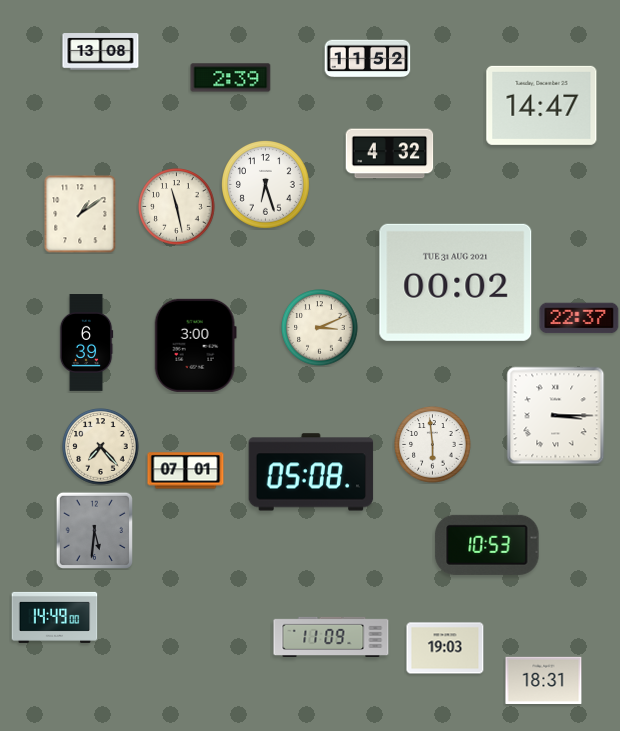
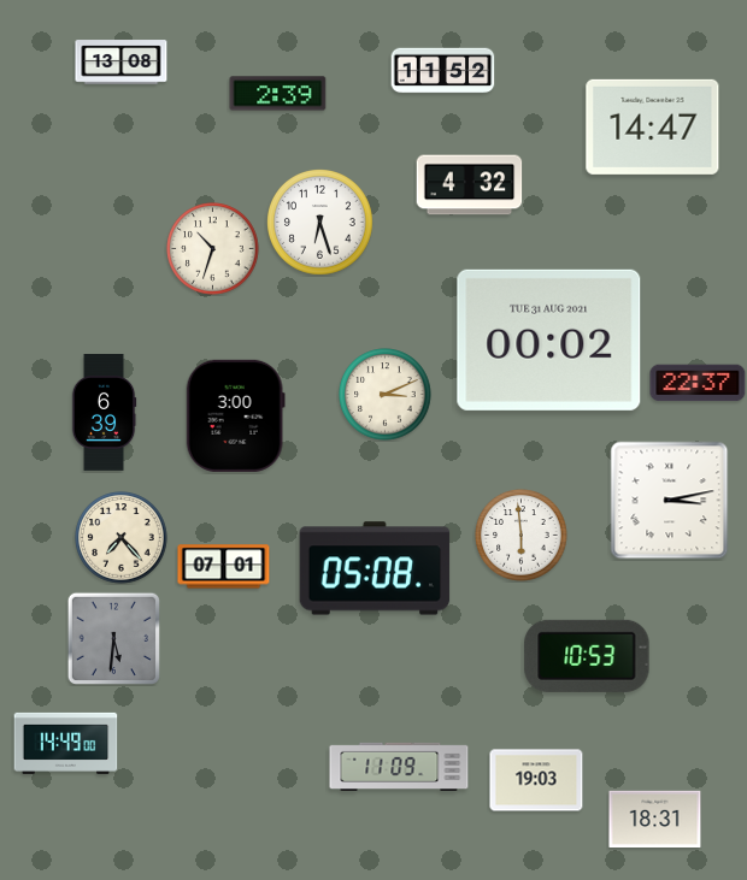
clock at (177, 207): 11:28 -> 10:33
clock at (80, 214): 1:09 -> none
clock at (556, 416): 3:15 -> 3:13
